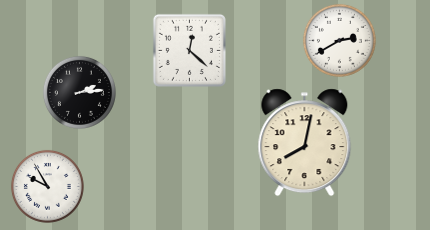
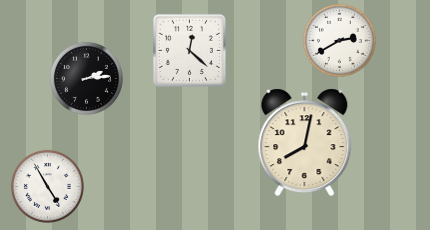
clock at (79, 92) position: (79, 92) -> (86, 78)
clock at (47, 186): 9:55 -> 4:55
